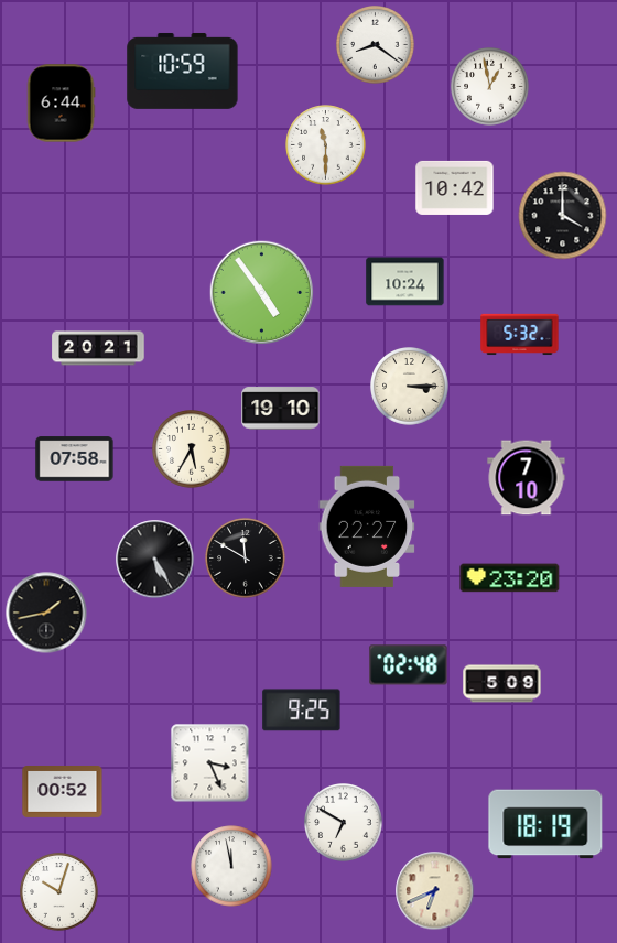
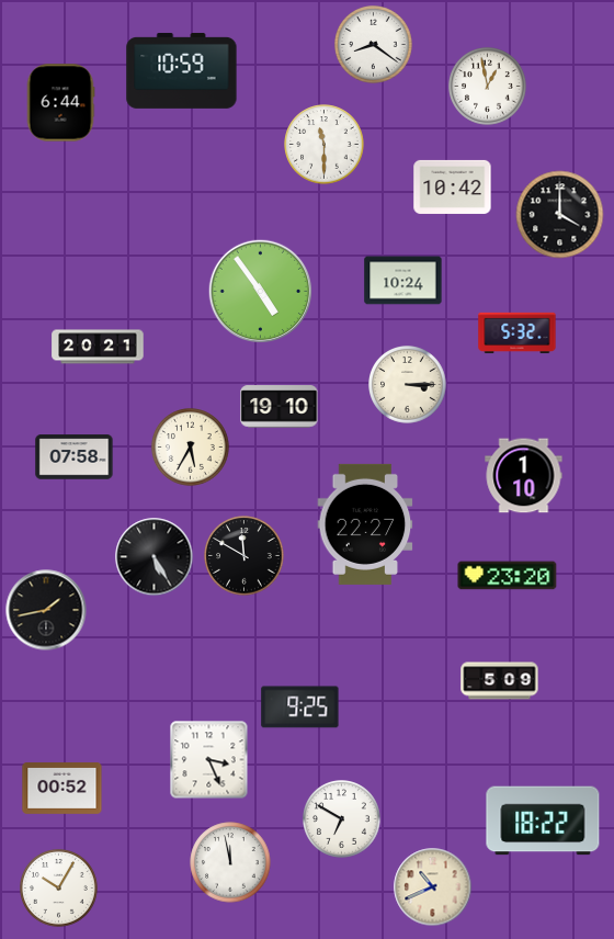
clock at (527, 478): 7:10 -> 1:10
clock at (409, 665): 02:48 -> none
clock at (545, 824): 18:19 -> 18:22
clock at (435, 891): 6:41 -> 10:41
clock at (59, 892): 10:03 -> 10:05
